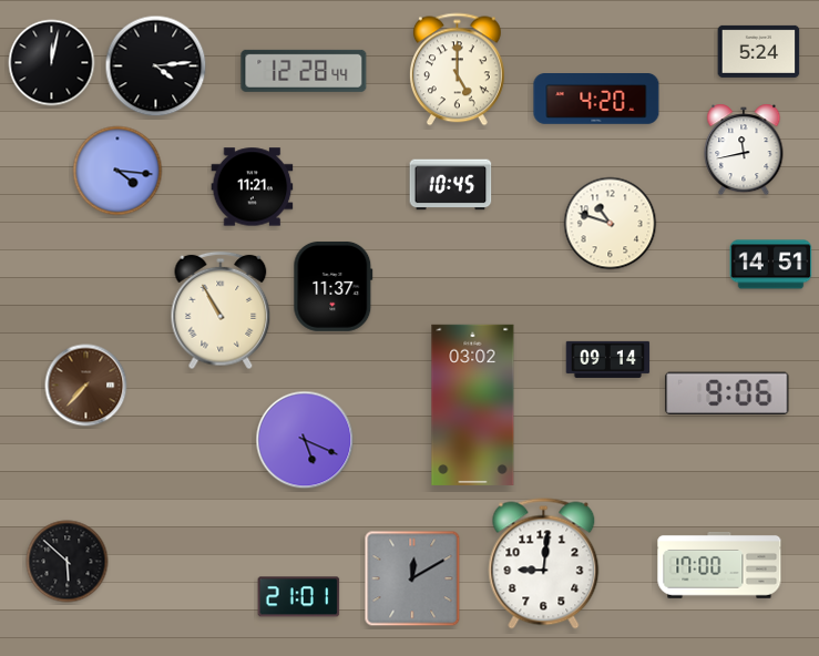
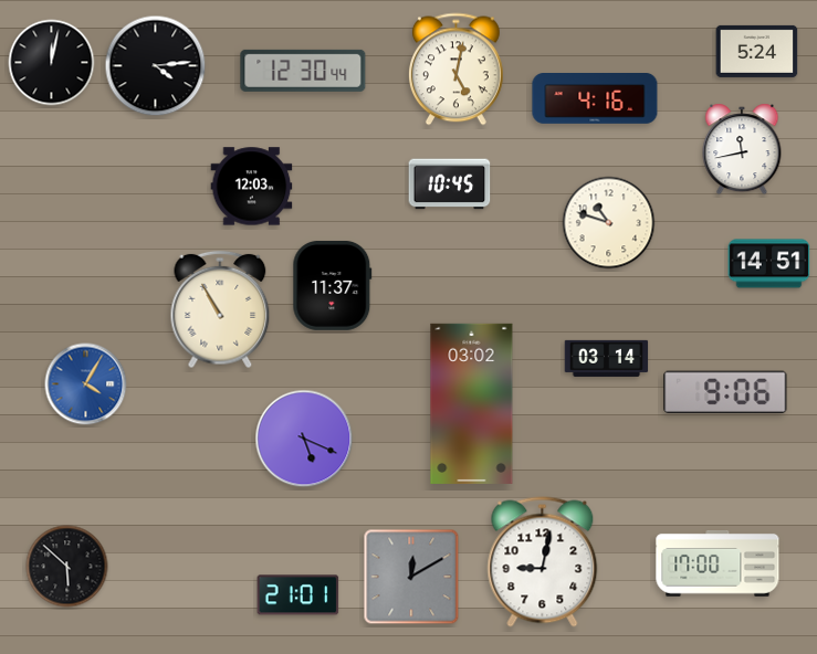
clock at (457, 70): 5:00 -> 5:02
clock at (304, 71): 12:28 -> 12:30
clock at (596, 99): 4:20 -> 4:16
clock at (117, 171): 4:16 -> none
clock at (253, 187): 11:21 -> 12:03
clock at (608, 359): 09:14 -> 03:14
clock at (86, 386): 7:37 -> 4:05
clock at (86, 386) dial: brown -> blue
clock at (68, 562) position: (68, 562) -> (67, 567)
clock at (544, 564): 9:01 -> 9:02
